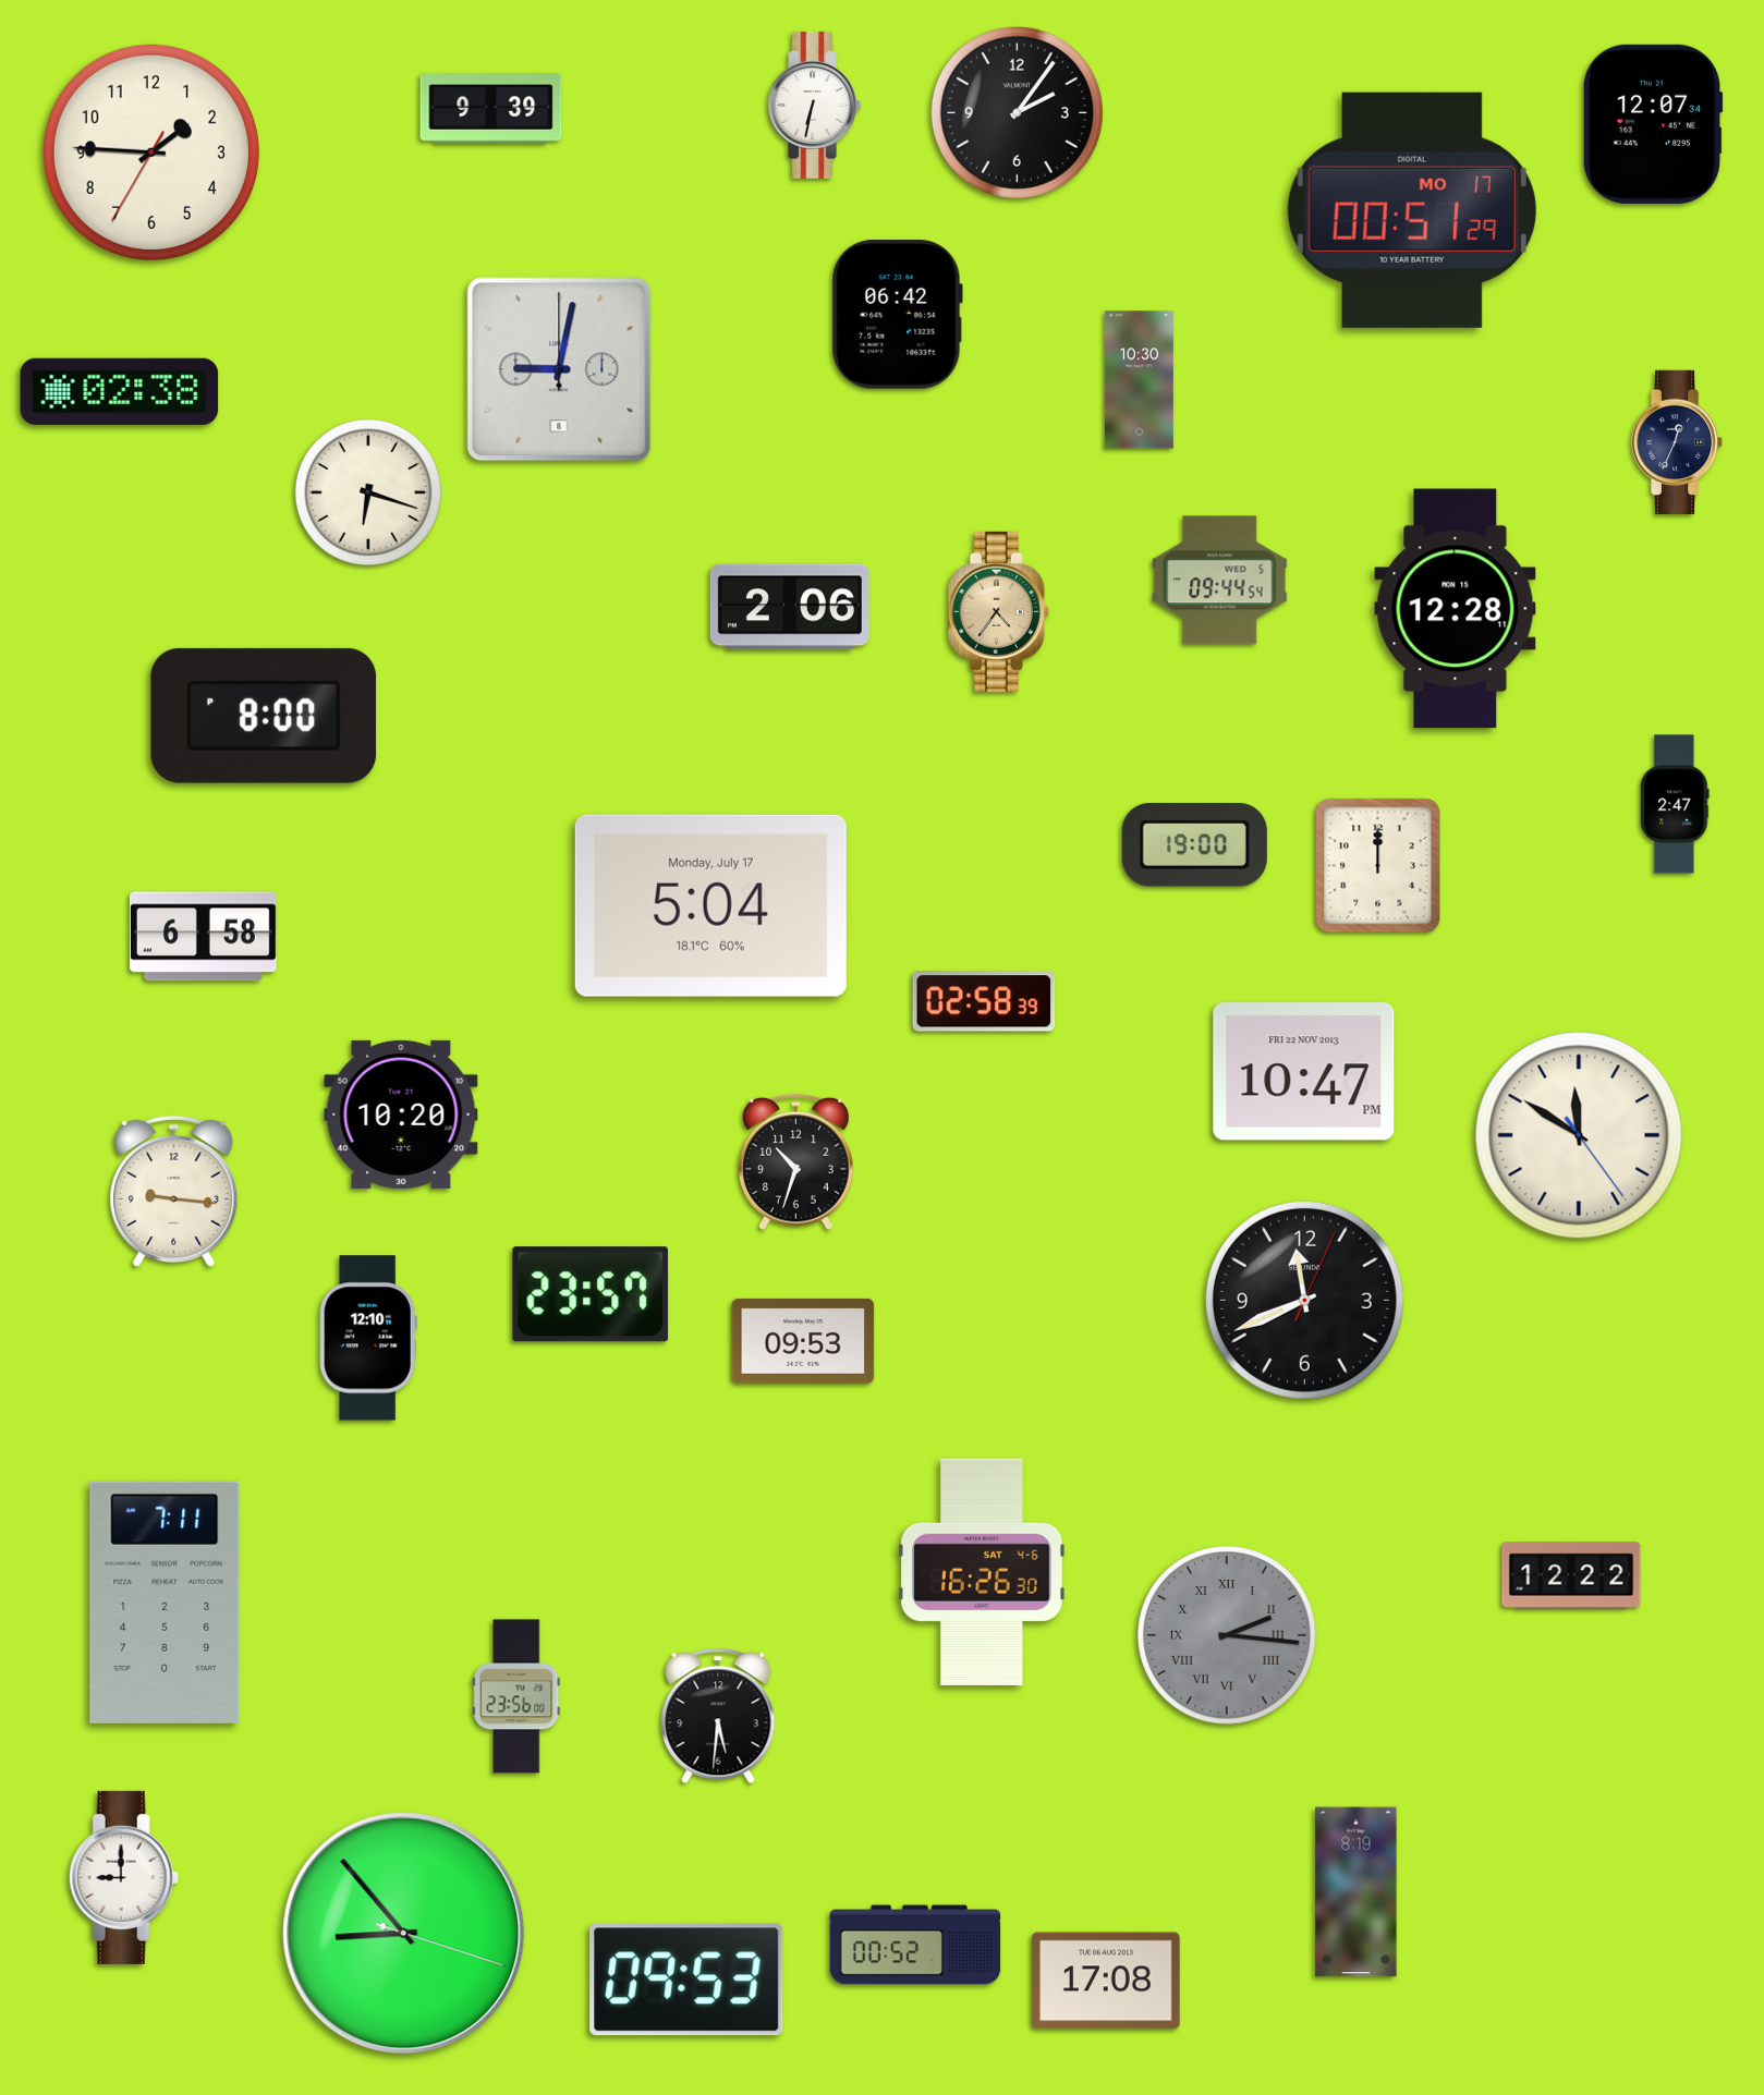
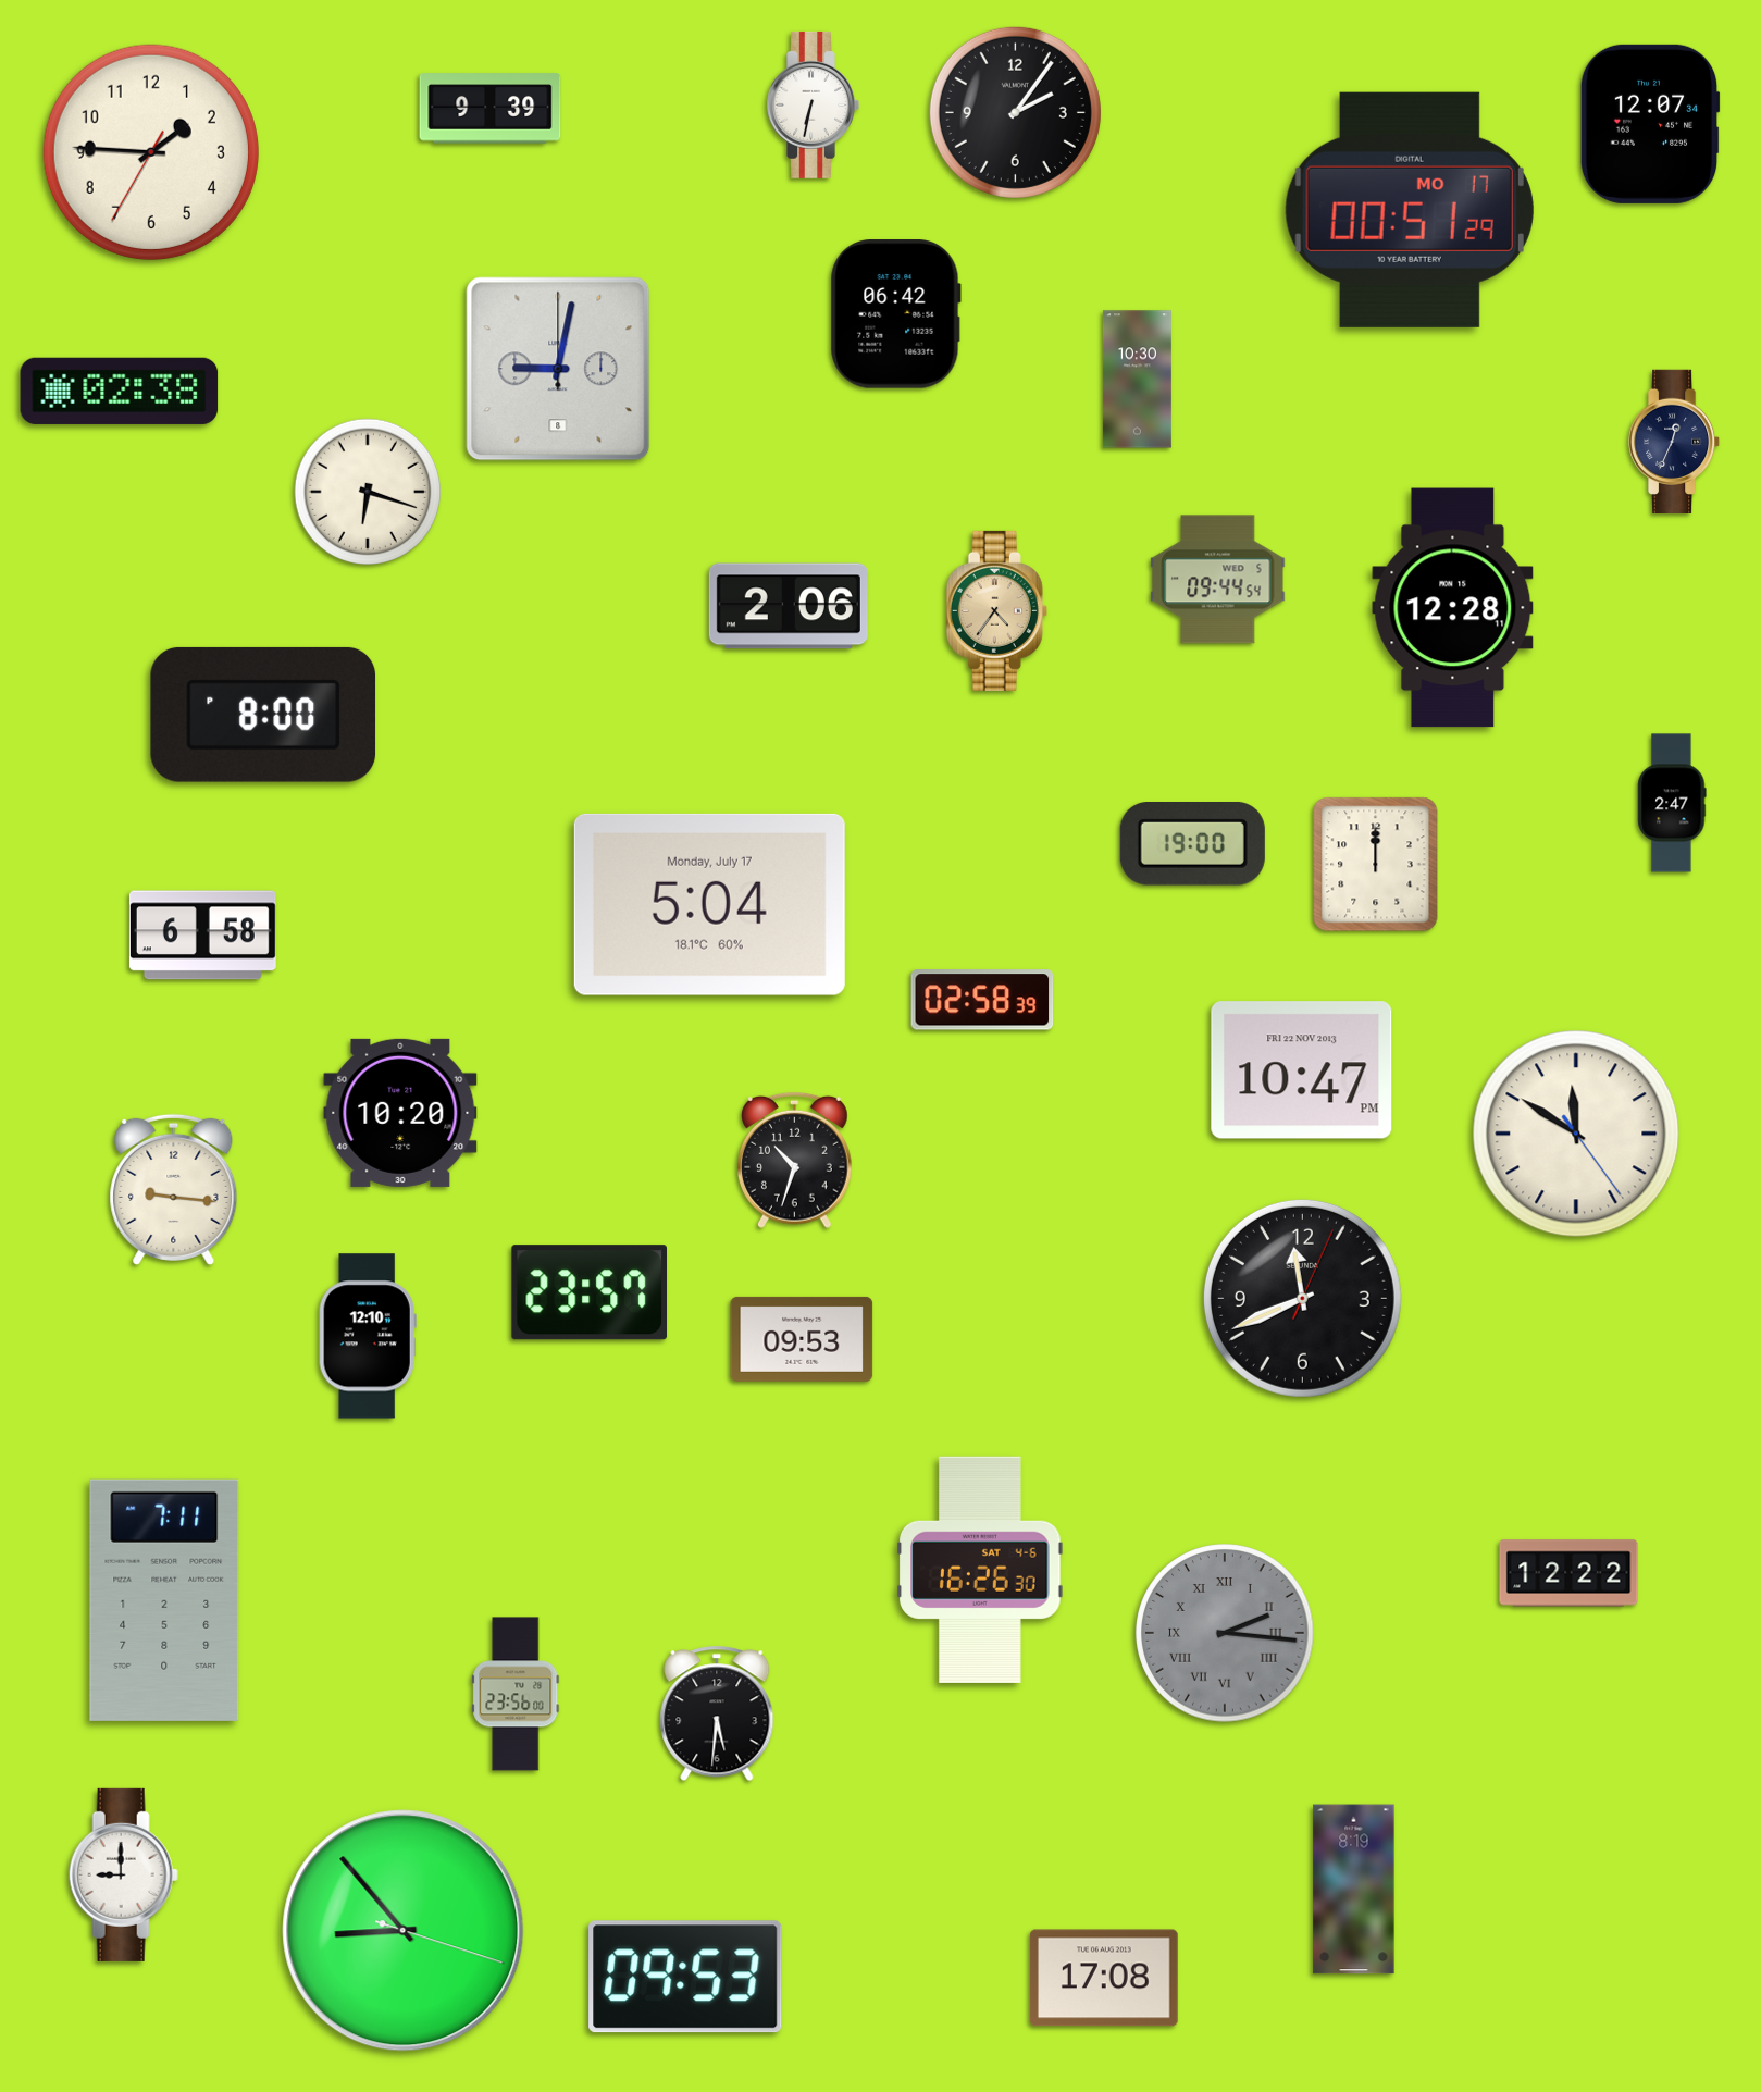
clock at (915, 1945): 00:52 -> none
